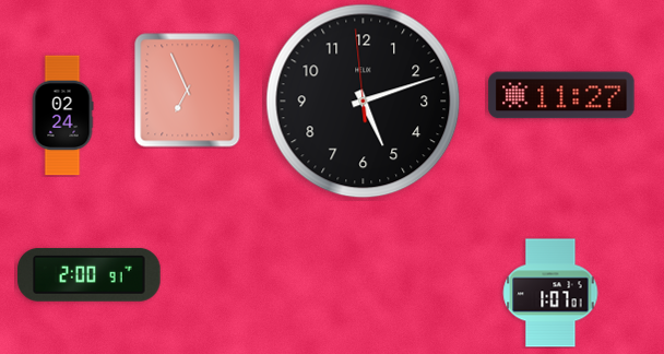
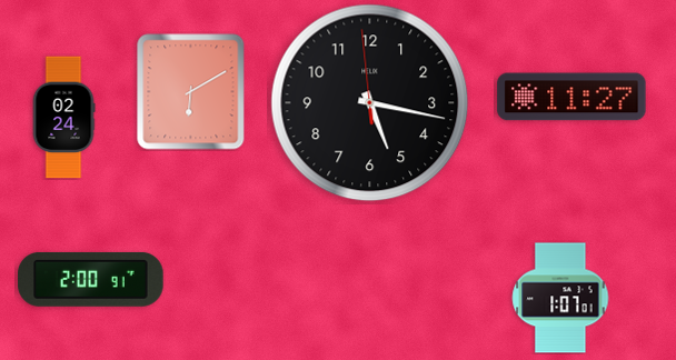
clock at (188, 91): 6:56 -> 6:10
clock at (364, 102): 5:11 -> 5:16
